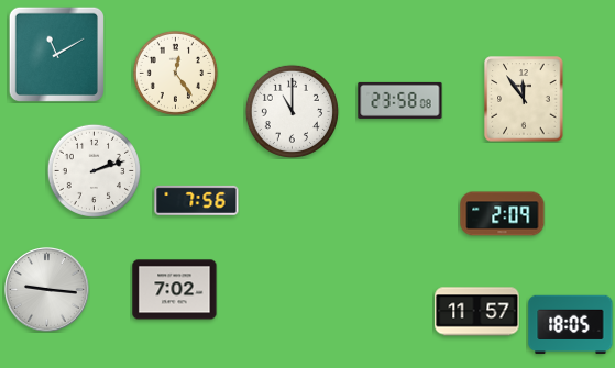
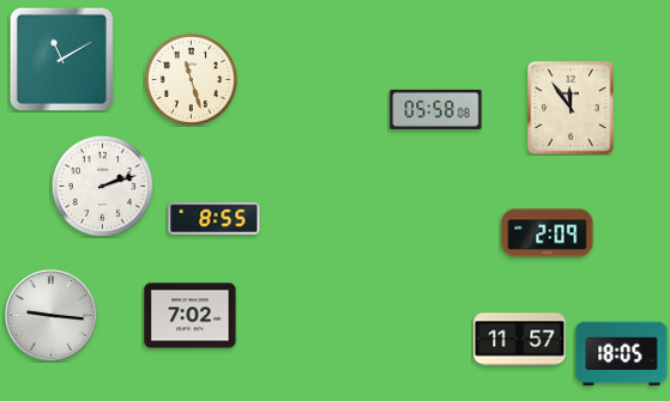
clock at (175, 73): 12:24 -> 11:27
clock at (400, 100): 23:58 -> 05:58
clock at (292, 111): 11:00 -> none
clock at (197, 200): 7:56 -> 8:55
